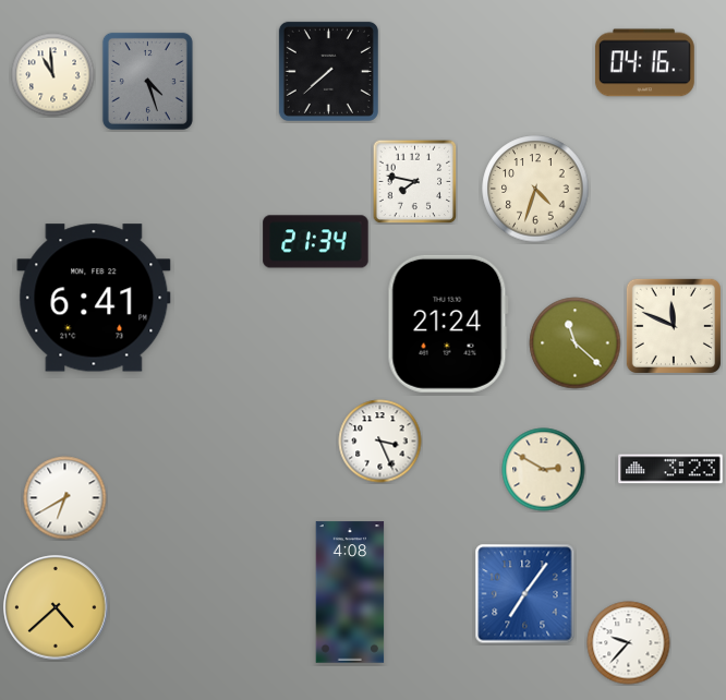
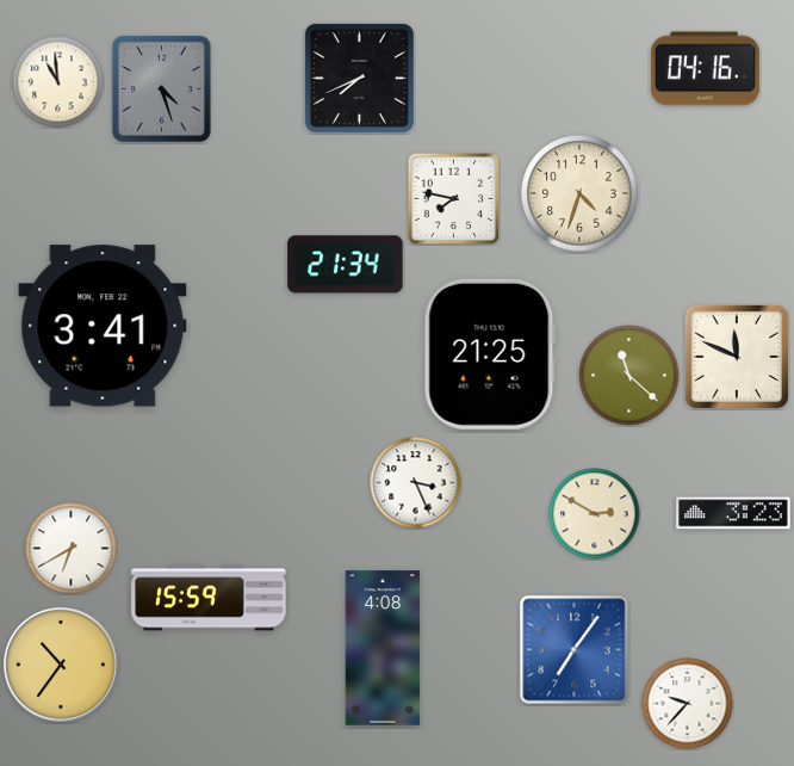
clock at (328, 71): 7:38 -> 7:41
clock at (535, 189) position: (535, 189) -> (579, 193)
clock at (94, 298): 6:41 -> 3:41
clock at (448, 324): 21:24 -> 21:25
clock at (65, 498) position: (65, 498) -> (72, 549)
clock at (209, 598): none -> 15:59
clock at (56, 607): 4:38 -> 10:36
